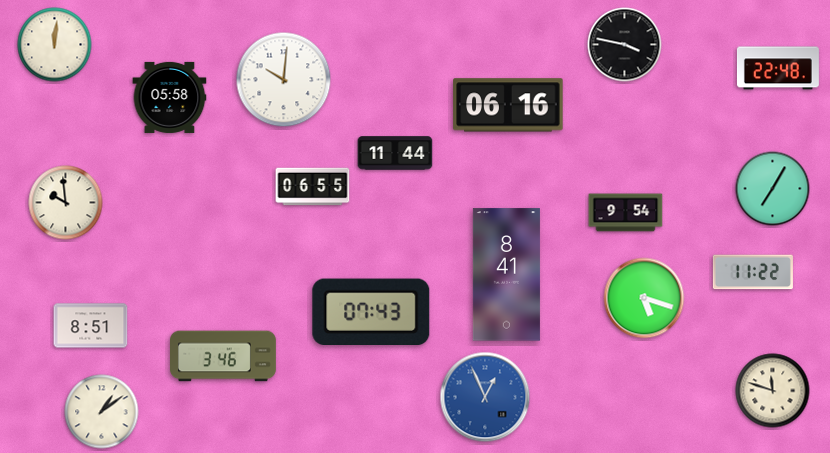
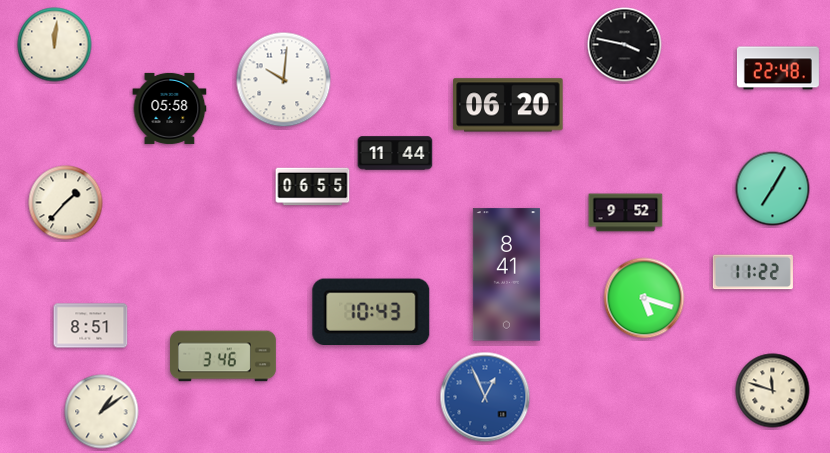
clock at (170, 97) position: (170, 97) -> (170, 108)
clock at (508, 105): 06:16 -> 06:20
clock at (66, 203): 9:59 -> 1:37
clock at (626, 213): 9:54 -> 9:52
clock at (371, 311): 07:43 -> 10:43
